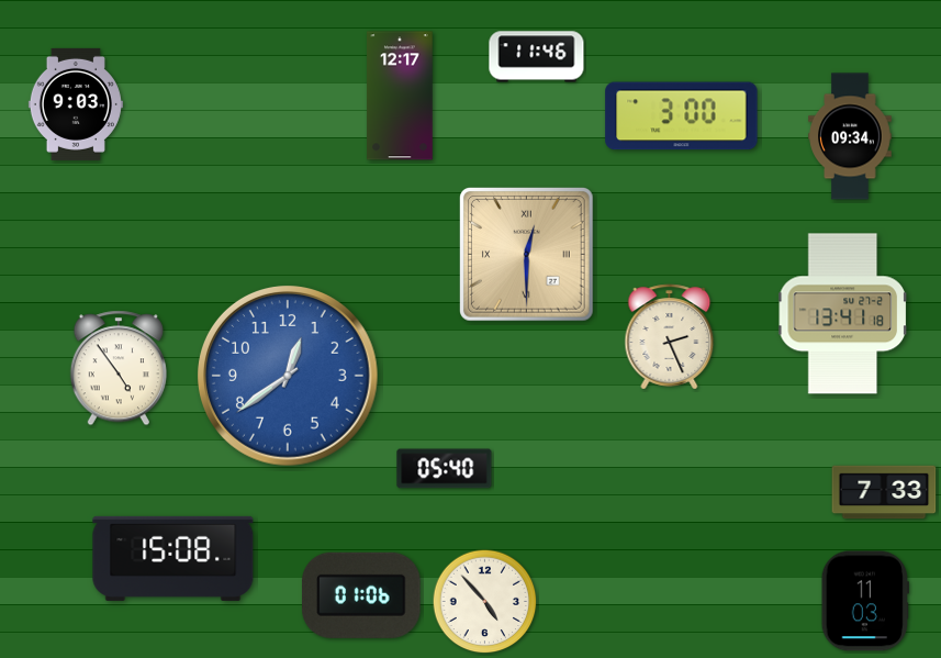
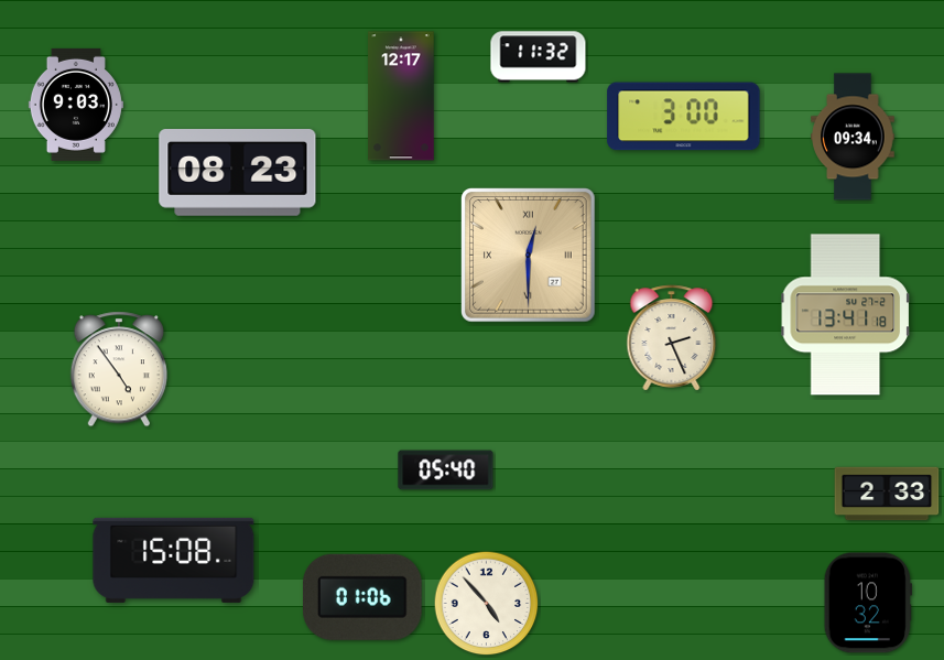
clock at (537, 57): 11:46 -> 11:32
clock at (238, 173): none -> 08:23
clock at (289, 377): 12:39 -> none
clock at (884, 492): 7:33 -> 2:33
clock at (865, 601): 11:03 -> 10:32
